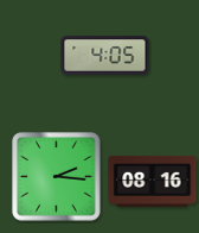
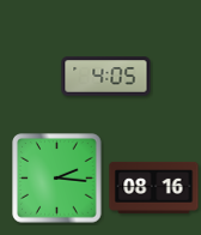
clock at (105, 56) position: (105, 56) -> (106, 77)
clock at (153, 181) position: (153, 181) -> (154, 187)
